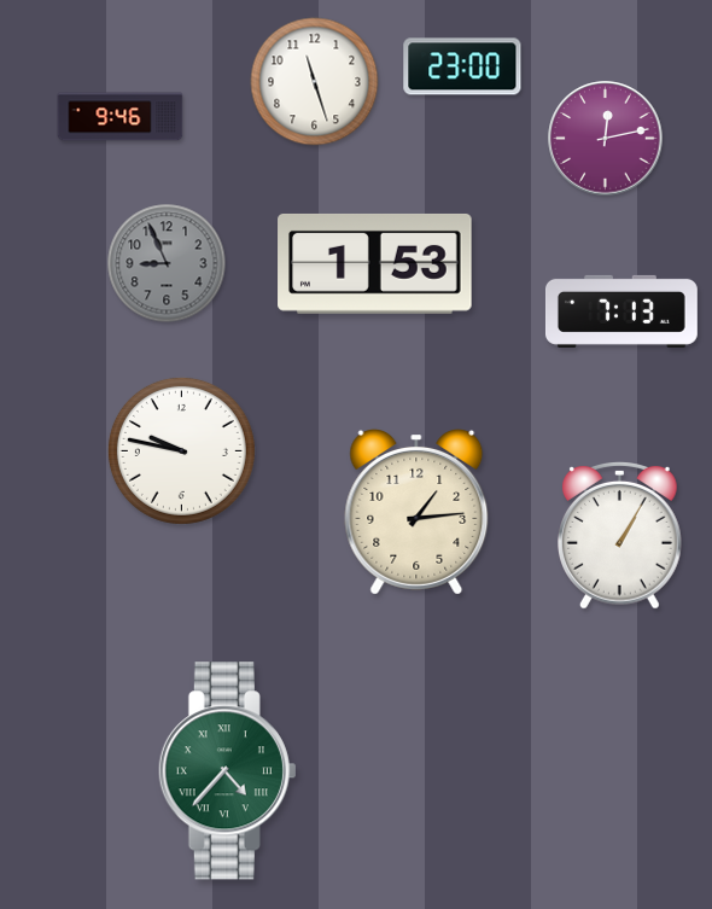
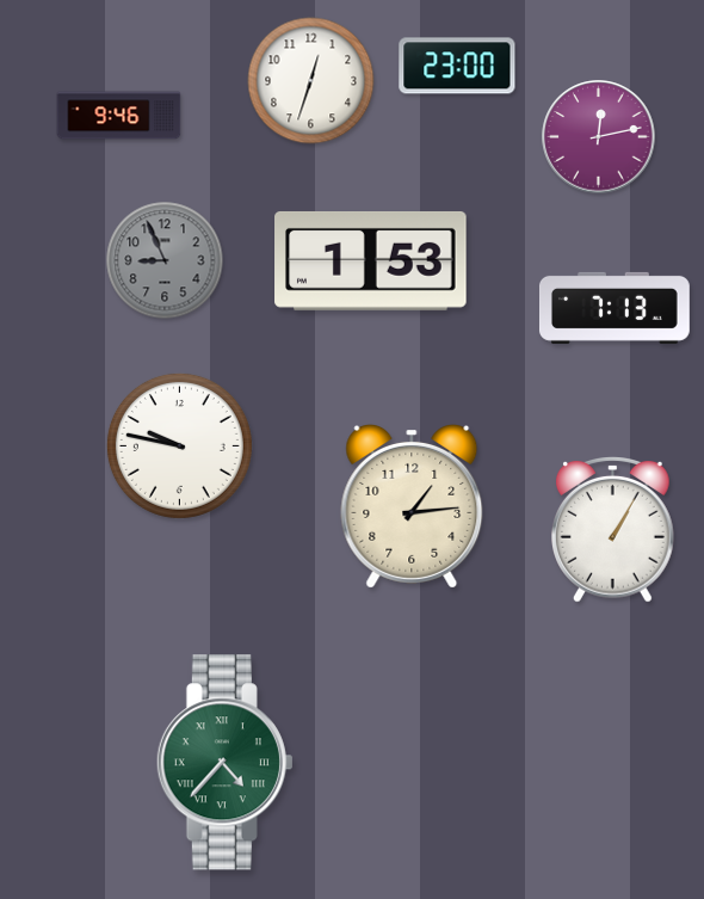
clock at (315, 82): 11:27 -> 12:33
